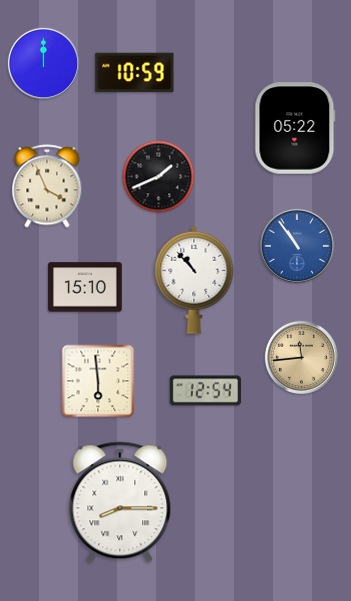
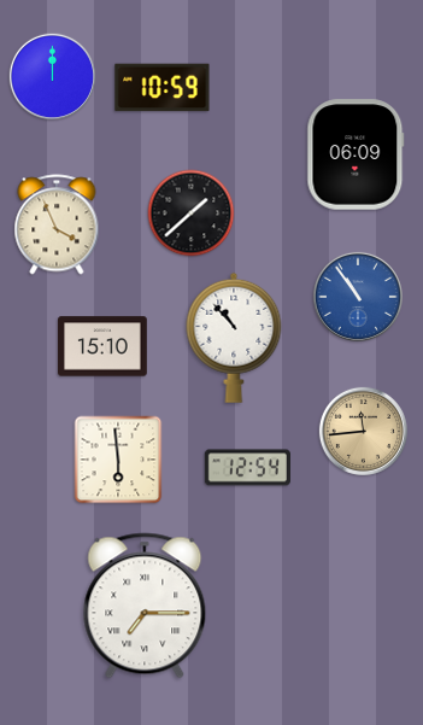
clock at (295, 128): 05:22 -> 06:09
clock at (159, 177): 1:41 -> 1:38
clock at (205, 391) position: (205, 391) -> (247, 468)
clock at (120, 502): 8:15 -> 7:15
